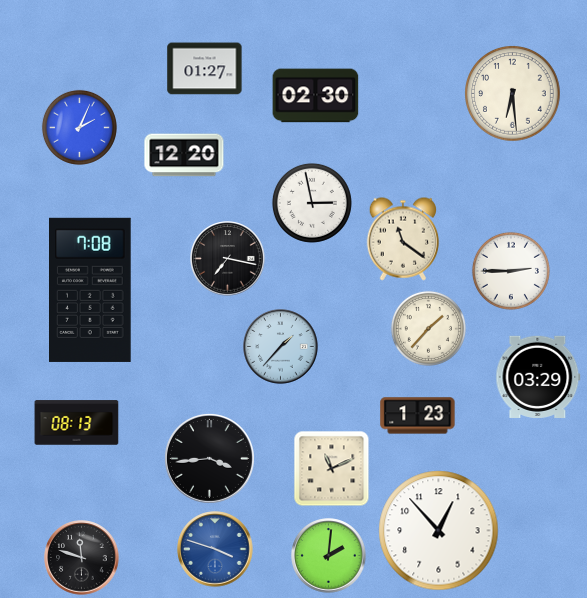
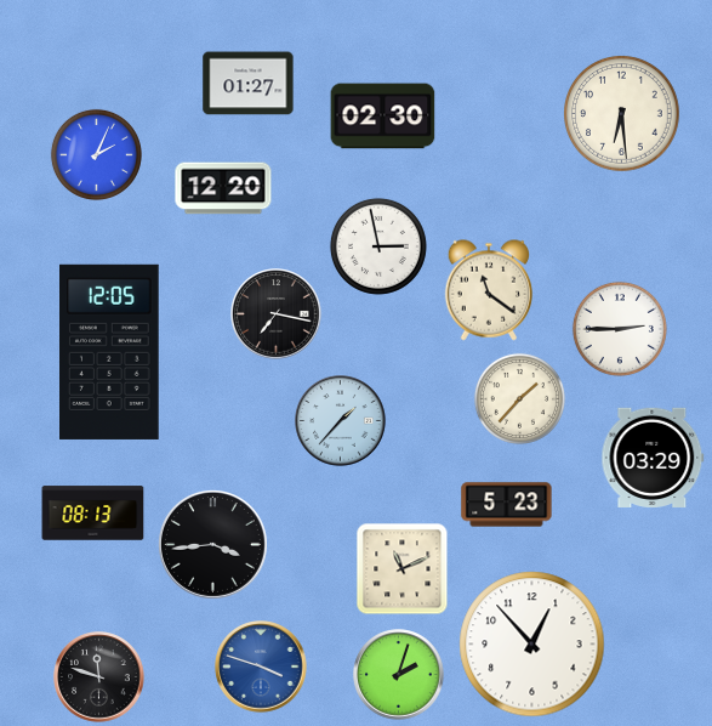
clock at (91, 290): 7:08 -> 12:05
clock at (418, 416): 1:23 -> 5:23
clock at (209, 458) position: (209, 458) -> (212, 544)
clock at (329, 556): 2:01 -> 2:03
